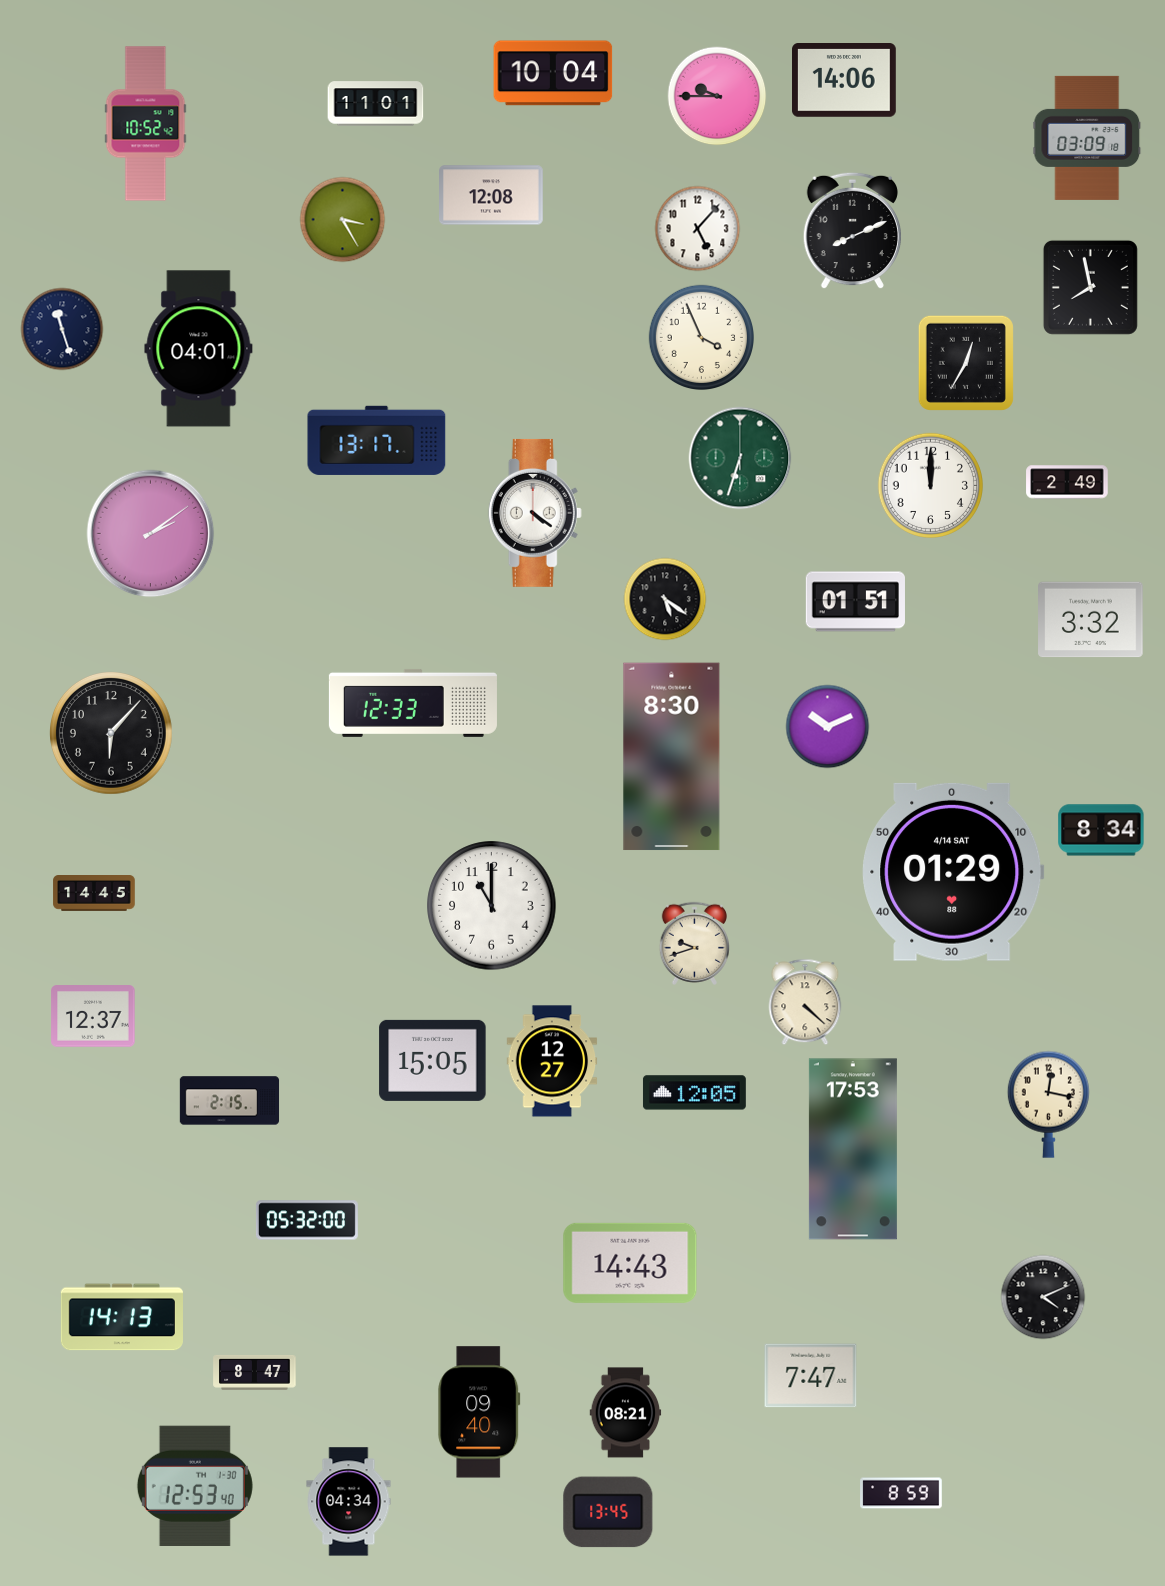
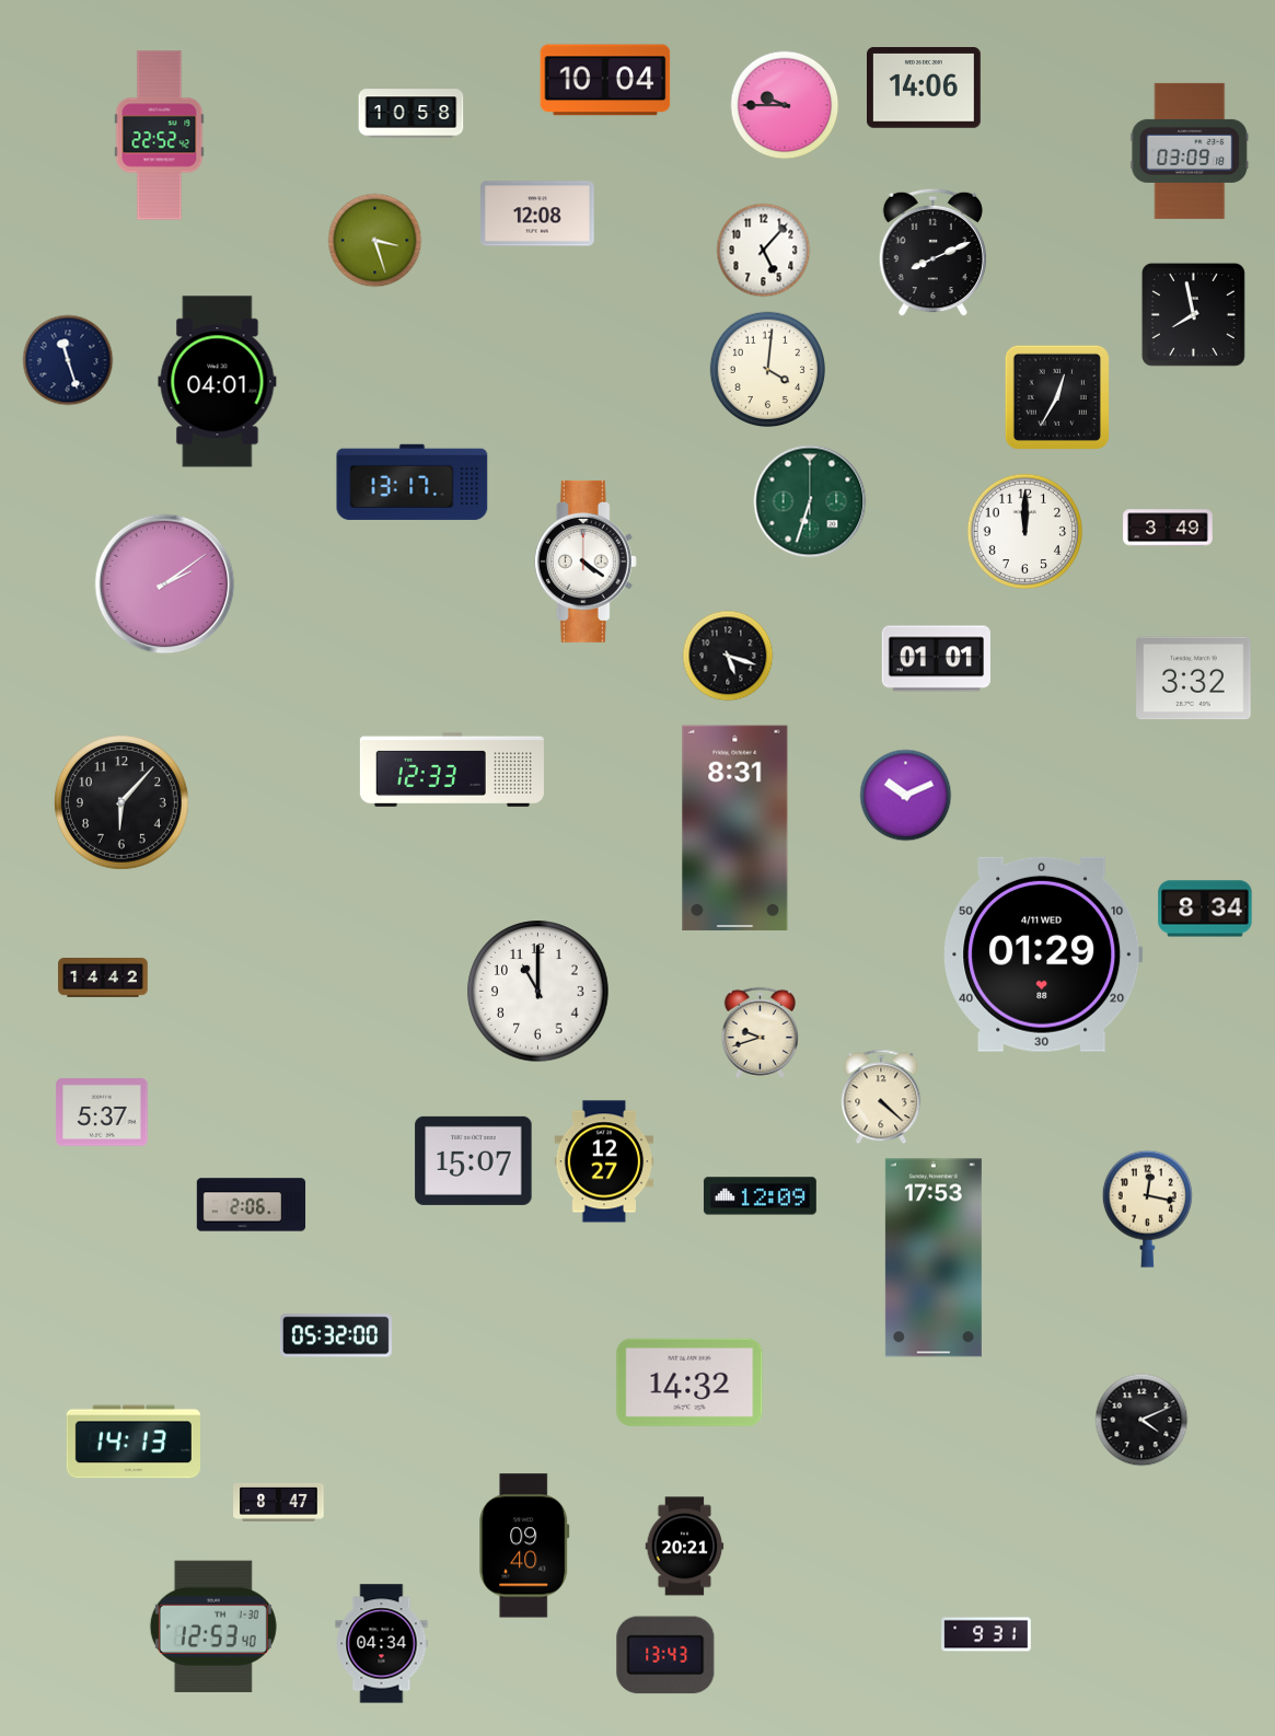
clock at (376, 104): 11:01 -> 10:58
clock at (146, 124): 10:52 -> 22:52
clock at (343, 220): 3:25 -> 3:27
clock at (701, 337): 3:56 -> 4:01
clock at (1067, 482): 2:49 -> 3:49
clock at (930, 485) position: (930, 485) -> (1024, 531)
clock at (665, 599): 5:21 -> 5:18
clock at (855, 602): 01:51 -> 01:01
clock at (672, 757): 8:30 -> 8:31
clock at (953, 872) date: 4/14 SAT -> 4/11 WED
clock at (94, 894): 14:45 -> 14:42
clock at (93, 1016): 12:37 -> 5:37
clock at (433, 1060): 15:05 -> 15:07
clock at (694, 1093): 12:05 -> 12:09
clock at (230, 1101): 2:15 -> 2:06
clock at (630, 1263): 14:43 -> 14:32
clock at (811, 1376): 7:47 -> none
clock at (626, 1413): 08:21 -> 20:21
clock at (901, 1493): 8:59 -> 9:31
clock at (608, 1512): 13:45 -> 13:43
